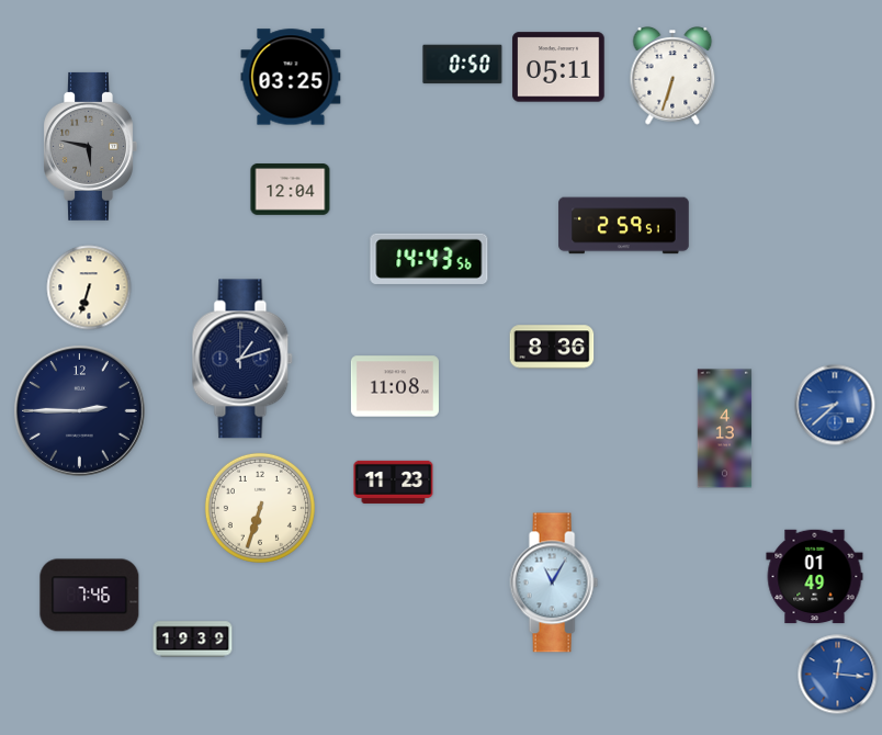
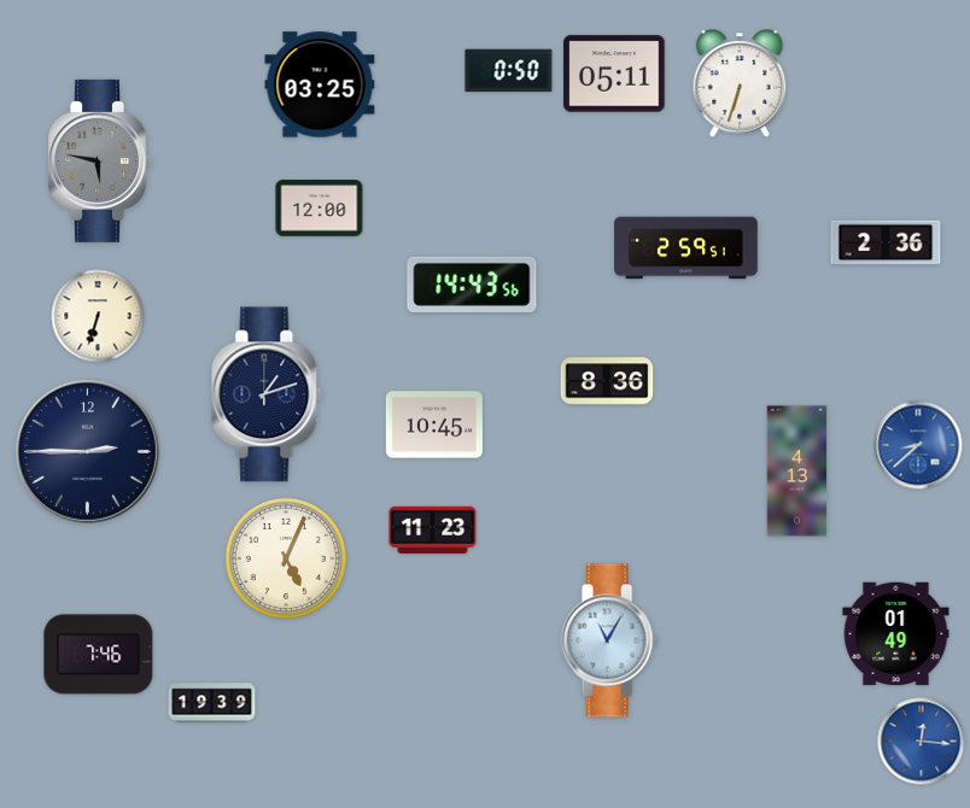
clock at (291, 190): 12:04 -> 12:00
clock at (886, 242): none -> 2:36
clock at (395, 386): 11:08 -> 10:45
clock at (260, 508): 6:33 -> 5:04
